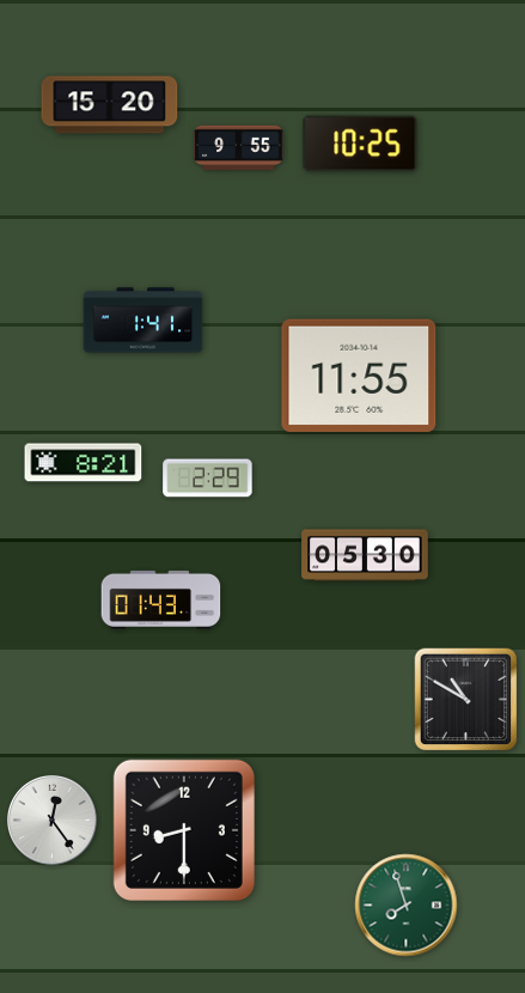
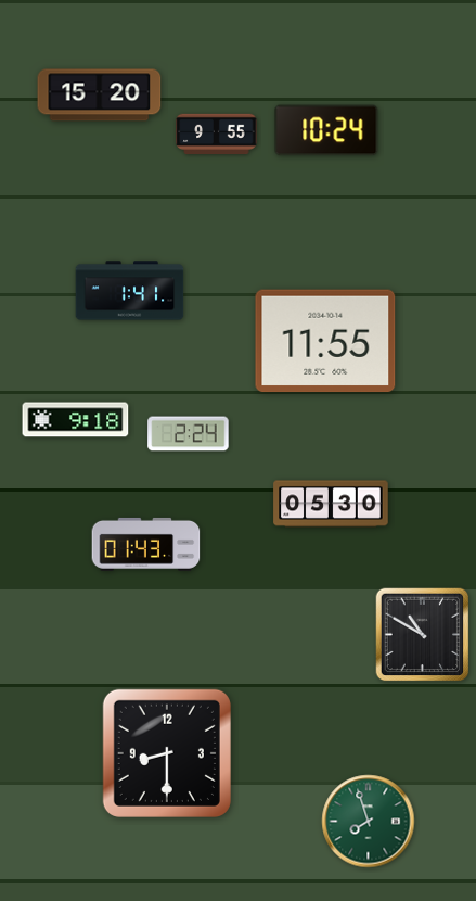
clock at (360, 144): 10:25 -> 10:24
clock at (84, 463): 8:21 -> 9:18
clock at (208, 479): 2:29 -> 2:24
clock at (51, 820): 12:24 -> none
